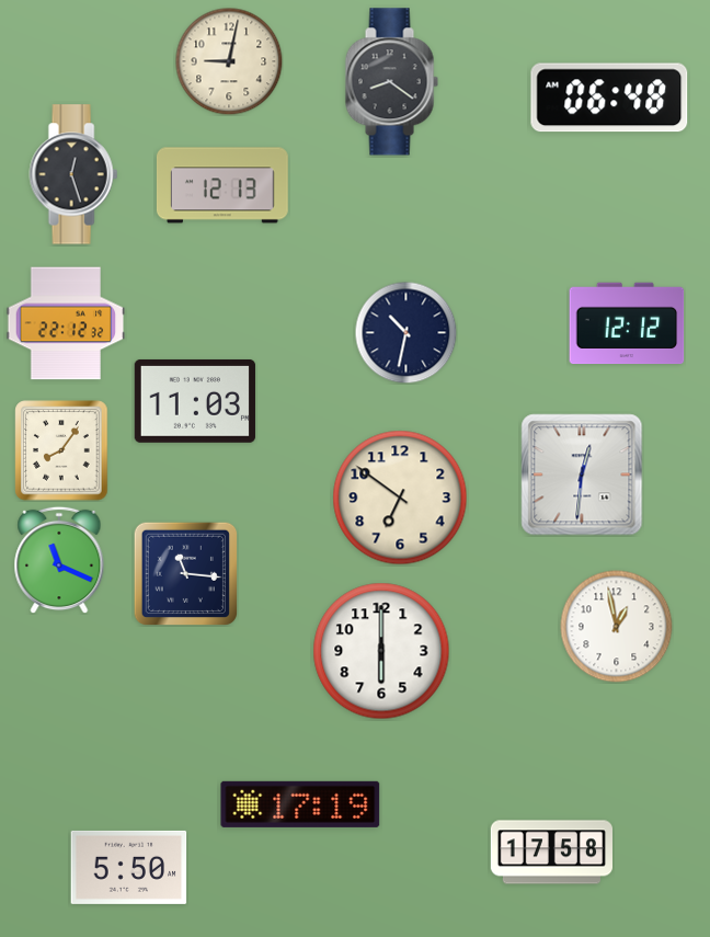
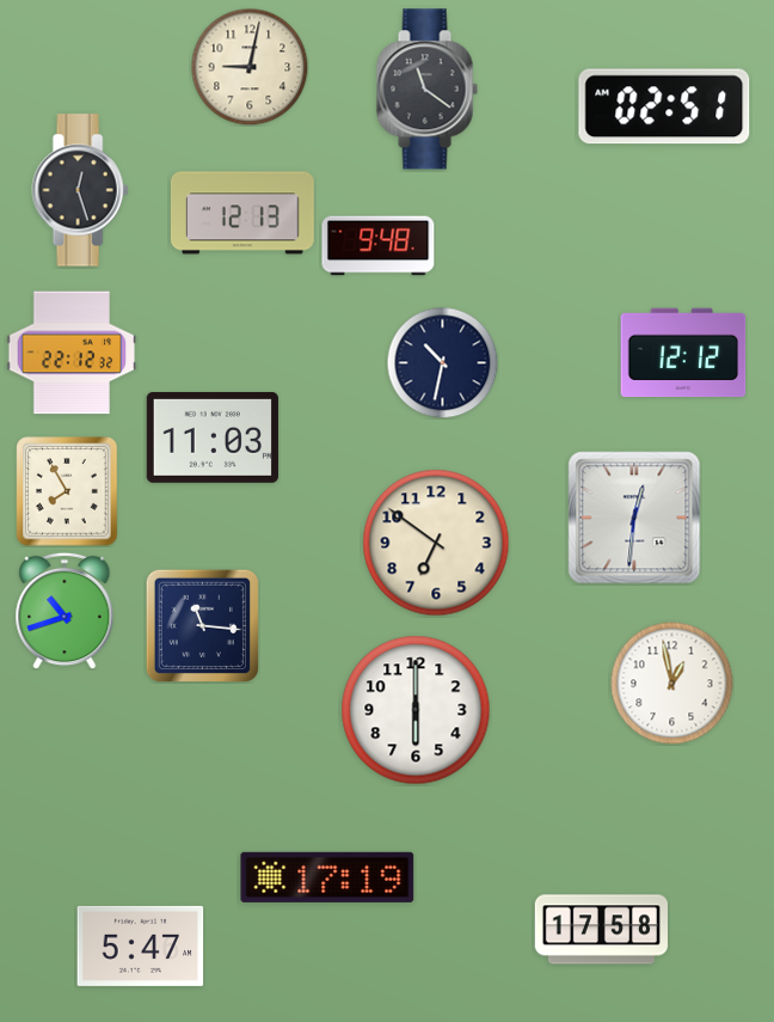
clock at (391, 82): 8:21 -> 11:21
clock at (609, 98): 06:48 -> 02:51
clock at (222, 185) position: (222, 185) -> (242, 213)
clock at (379, 246): none -> 9:48
clock at (61, 450): 8:06 -> 7:55
clock at (59, 560): 11:19 -> 10:42
clock at (129, 867): 5:50 -> 5:47
